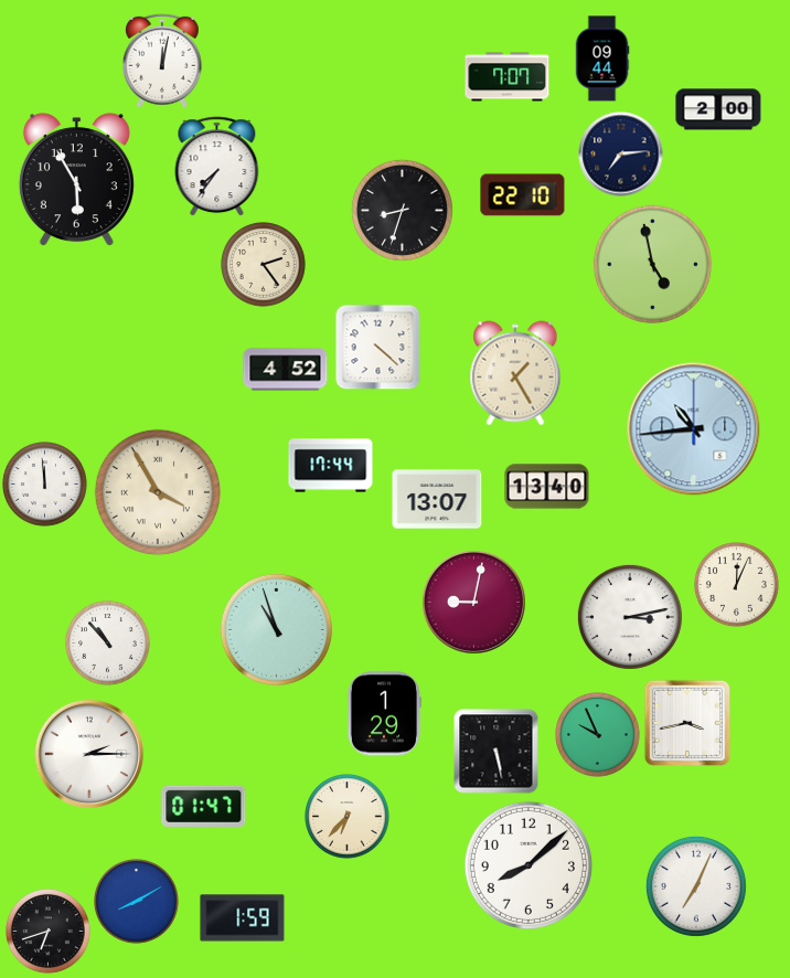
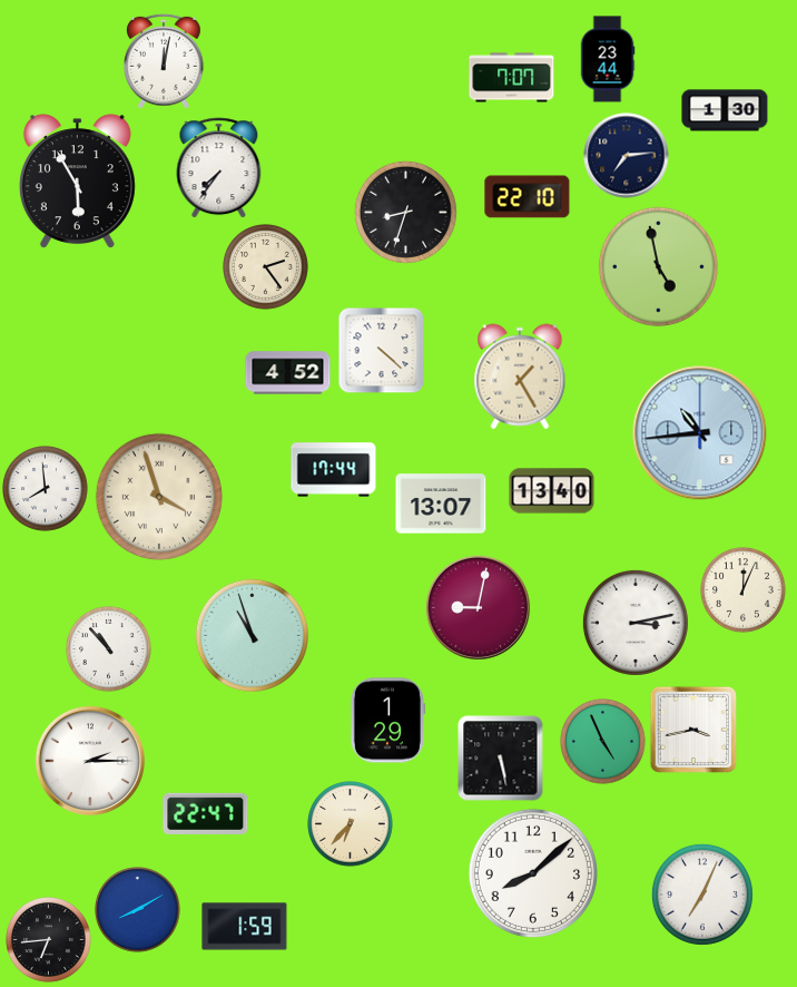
clock at (602, 59): 09:44 -> 23:44
clock at (718, 109): 2:00 -> 1:30
clock at (45, 485): 11:59 -> 7:59
clock at (158, 492): 3:55 -> 3:57
clock at (276, 629) position: (276, 629) -> (252, 635)
clock at (598, 735): 9:56 -> 4:56
clock at (204, 806): 01:47 -> 22:47
clock at (49, 932): 6:42 -> 6:44
